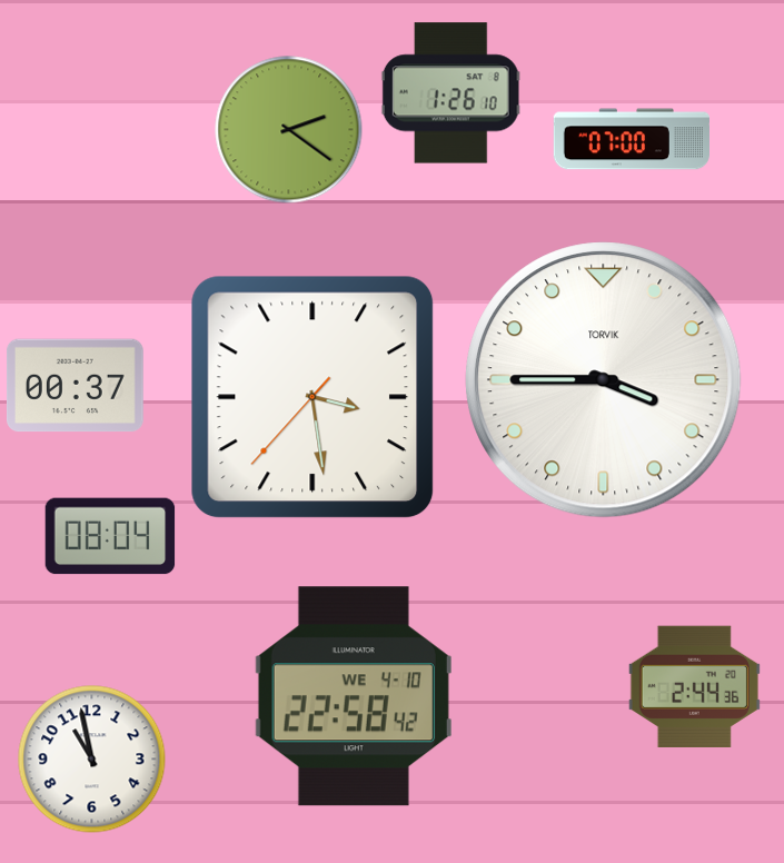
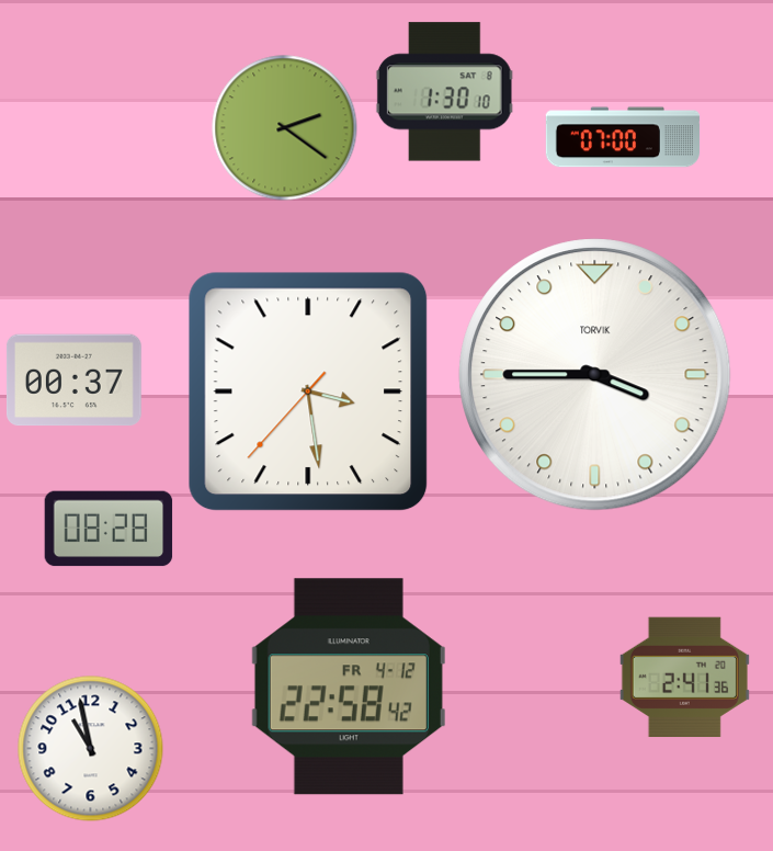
clock at (450, 93): 1:26 -> 1:30
clock at (110, 536): 08:04 -> 08:28
clock at (694, 686): 2:44 -> 2:41
clock at (354, 696) date: WE 4-10 -> FR 4-12
